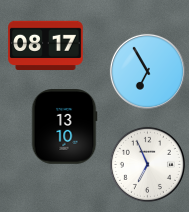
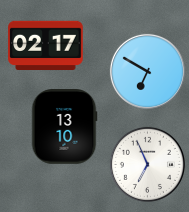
clock at (46, 46): 08:17 -> 02:17
clock at (147, 71): 6:55 -> 6:50
